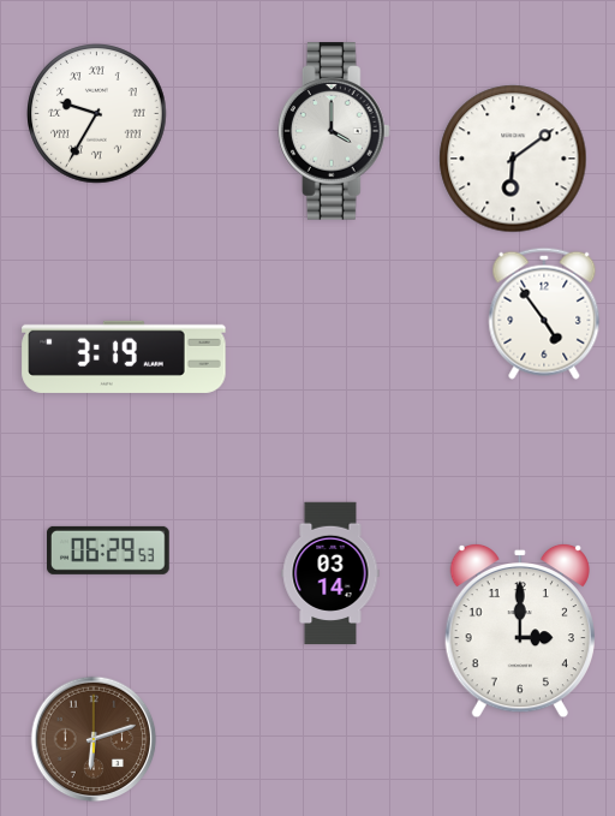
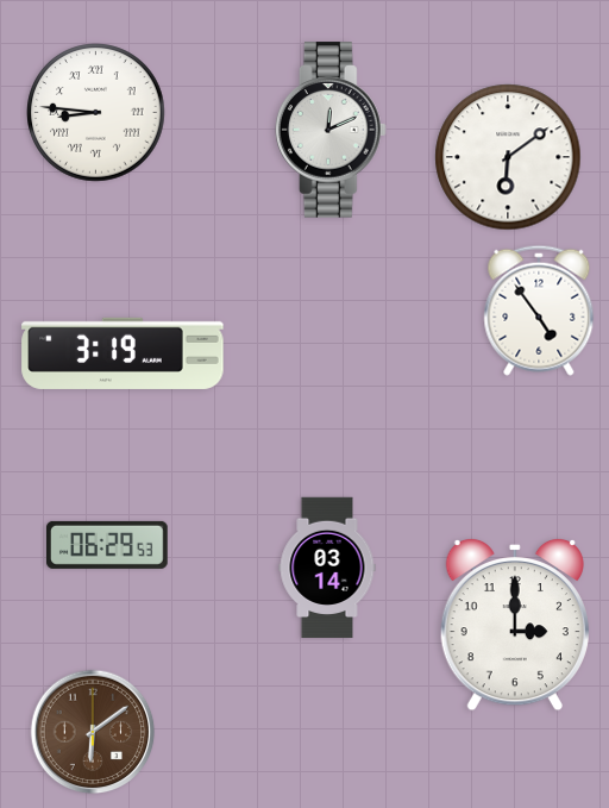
clock at (97, 114): 9:35 -> 8:46
clock at (334, 131): 4:00 -> 12:11
clock at (94, 739): 6:12 -> 6:09
